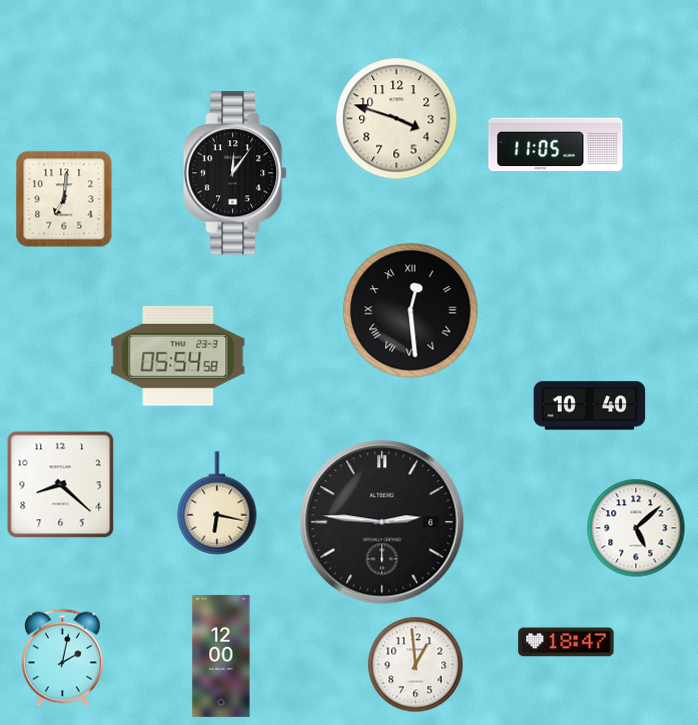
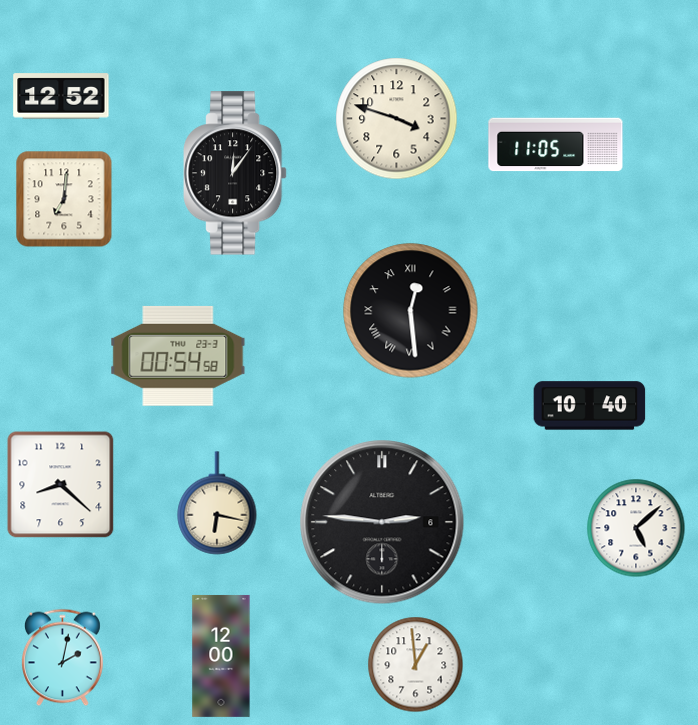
clock at (61, 96): none -> 12:52
clock at (178, 356): 05:54 -> 00:54
clock at (566, 642): 18:47 -> none
